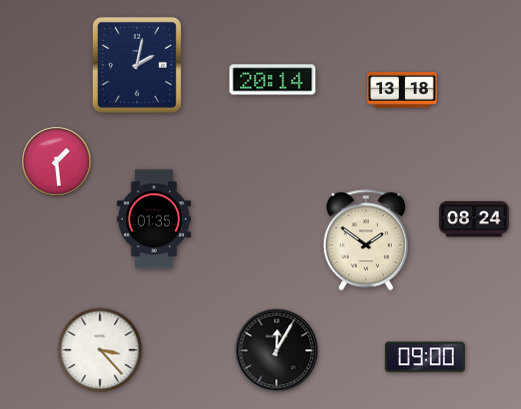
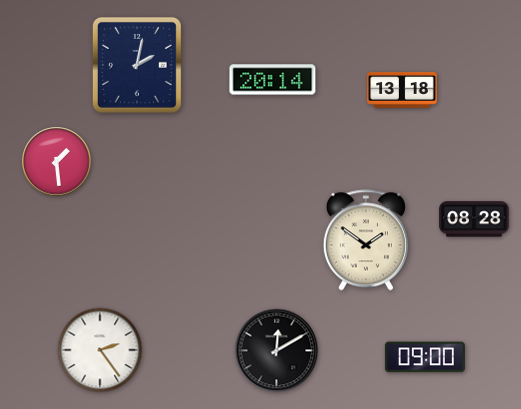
clock at (154, 219): 01:35 -> none
clock at (474, 219): 08:24 -> 08:28
clock at (100, 350): 3:23 -> 2:24
clock at (277, 351): 12:05 -> 12:10
